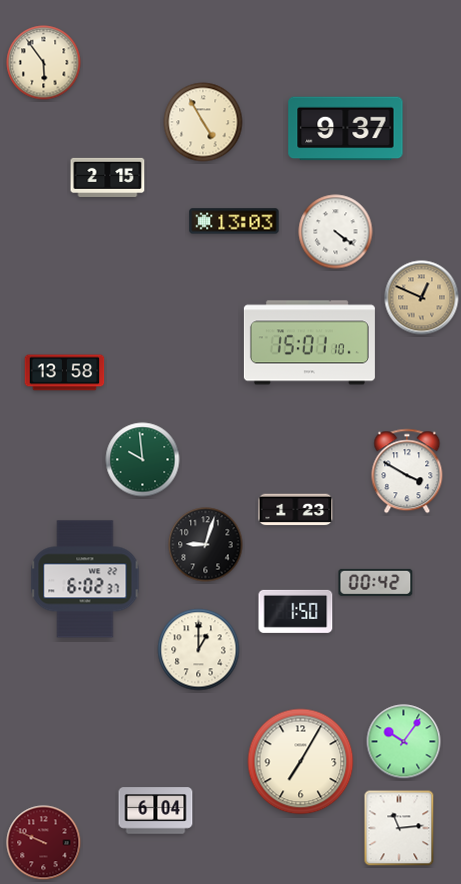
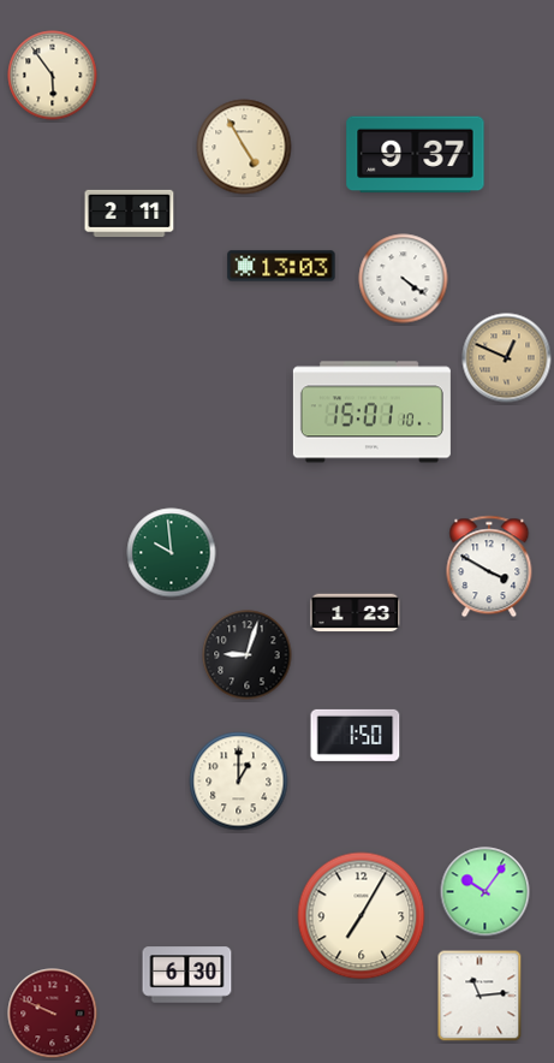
clock at (108, 177): 2:15 -> 2:11
clock at (65, 373): 13:58 -> none
clock at (85, 579): 6:02 -> none
clock at (376, 582): 00:42 -> none
clock at (156, 811): 6:04 -> 6:30
